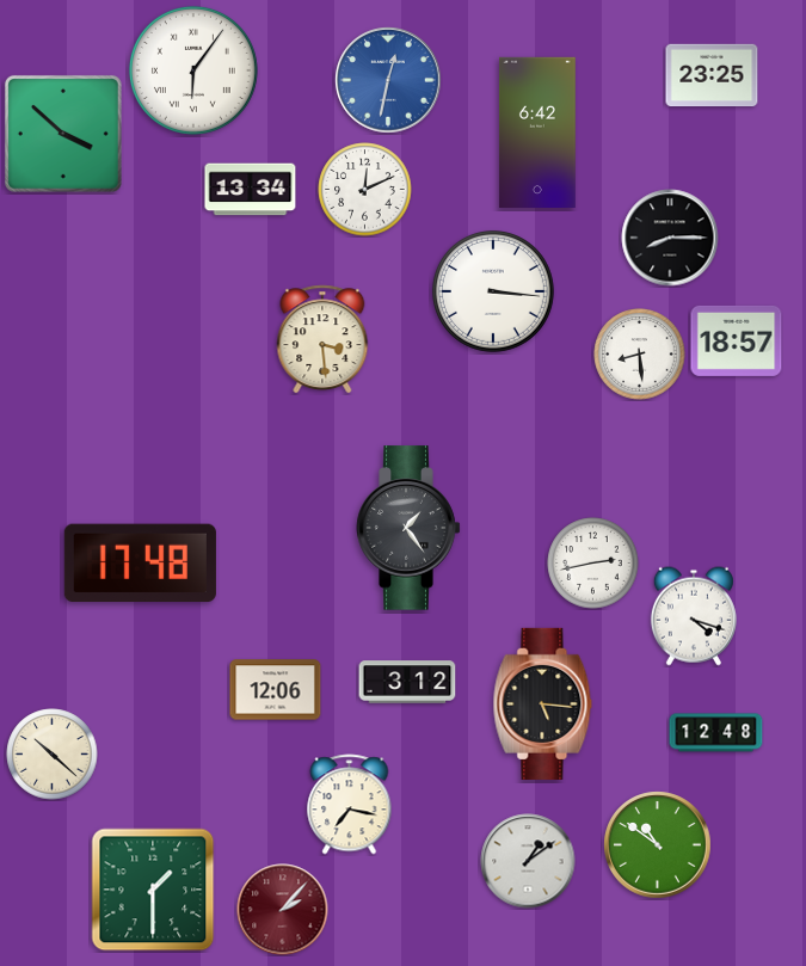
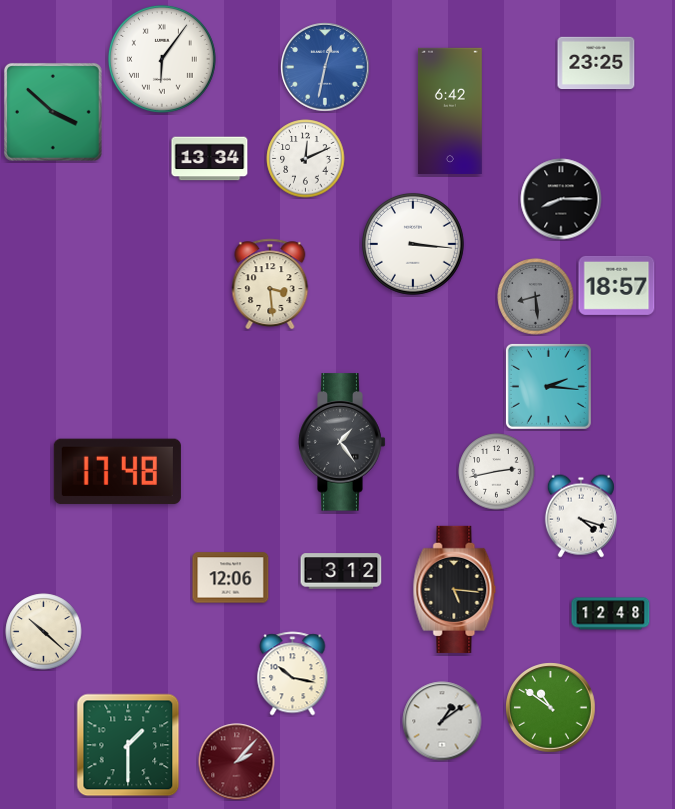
clock at (640, 355) dial: white -> grey
clock at (548, 386): none -> 2:16
clock at (716, 733) position: (716, 733) -> (611, 614)
clock at (350, 805): 7:17 -> 10:17
